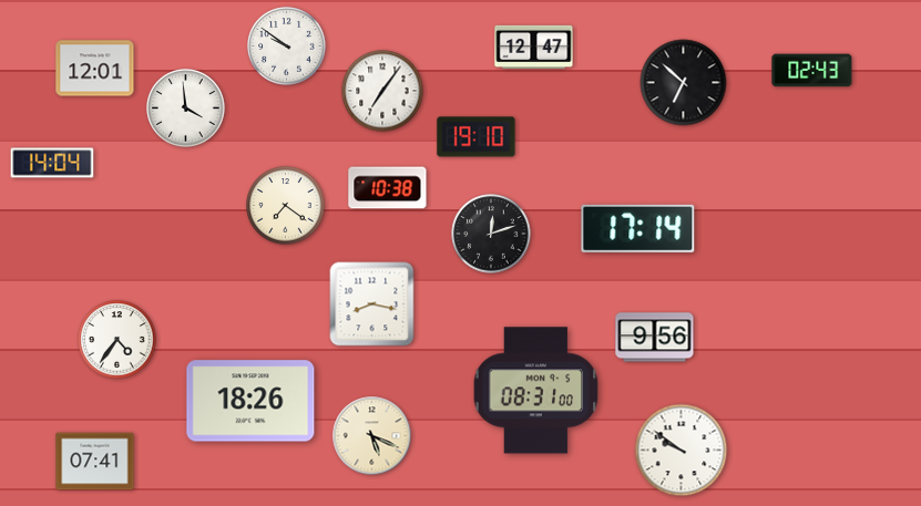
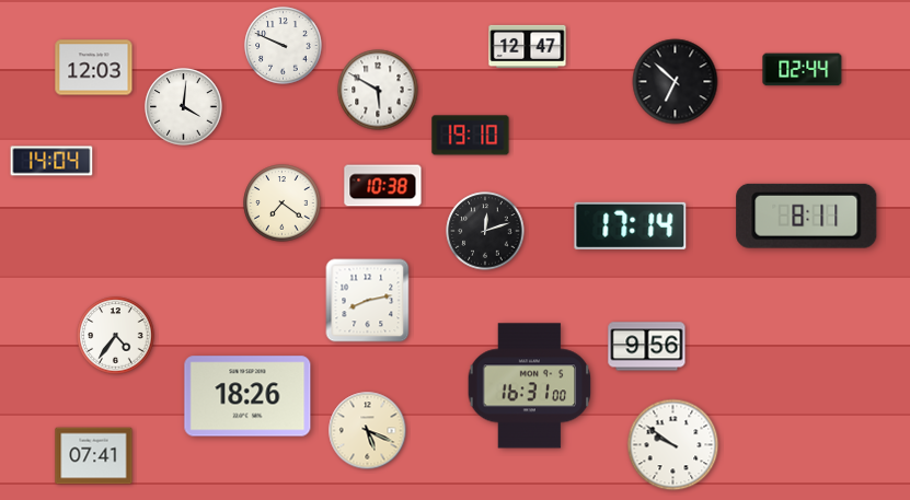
clock at (287, 47): 9:51 -> 9:49
clock at (95, 69): 12:01 -> 12:03
clock at (812, 71): 02:43 -> 02:44
clock at (382, 91): 7:06 -> 5:50
clock at (186, 109): 3:59 -> 4:01
clock at (807, 216): none -> 8:11
clock at (372, 304): 8:17 -> 8:13
clock at (655, 338) position: (655, 338) -> (647, 347)
clock at (536, 391): 08:31 -> 16:31
